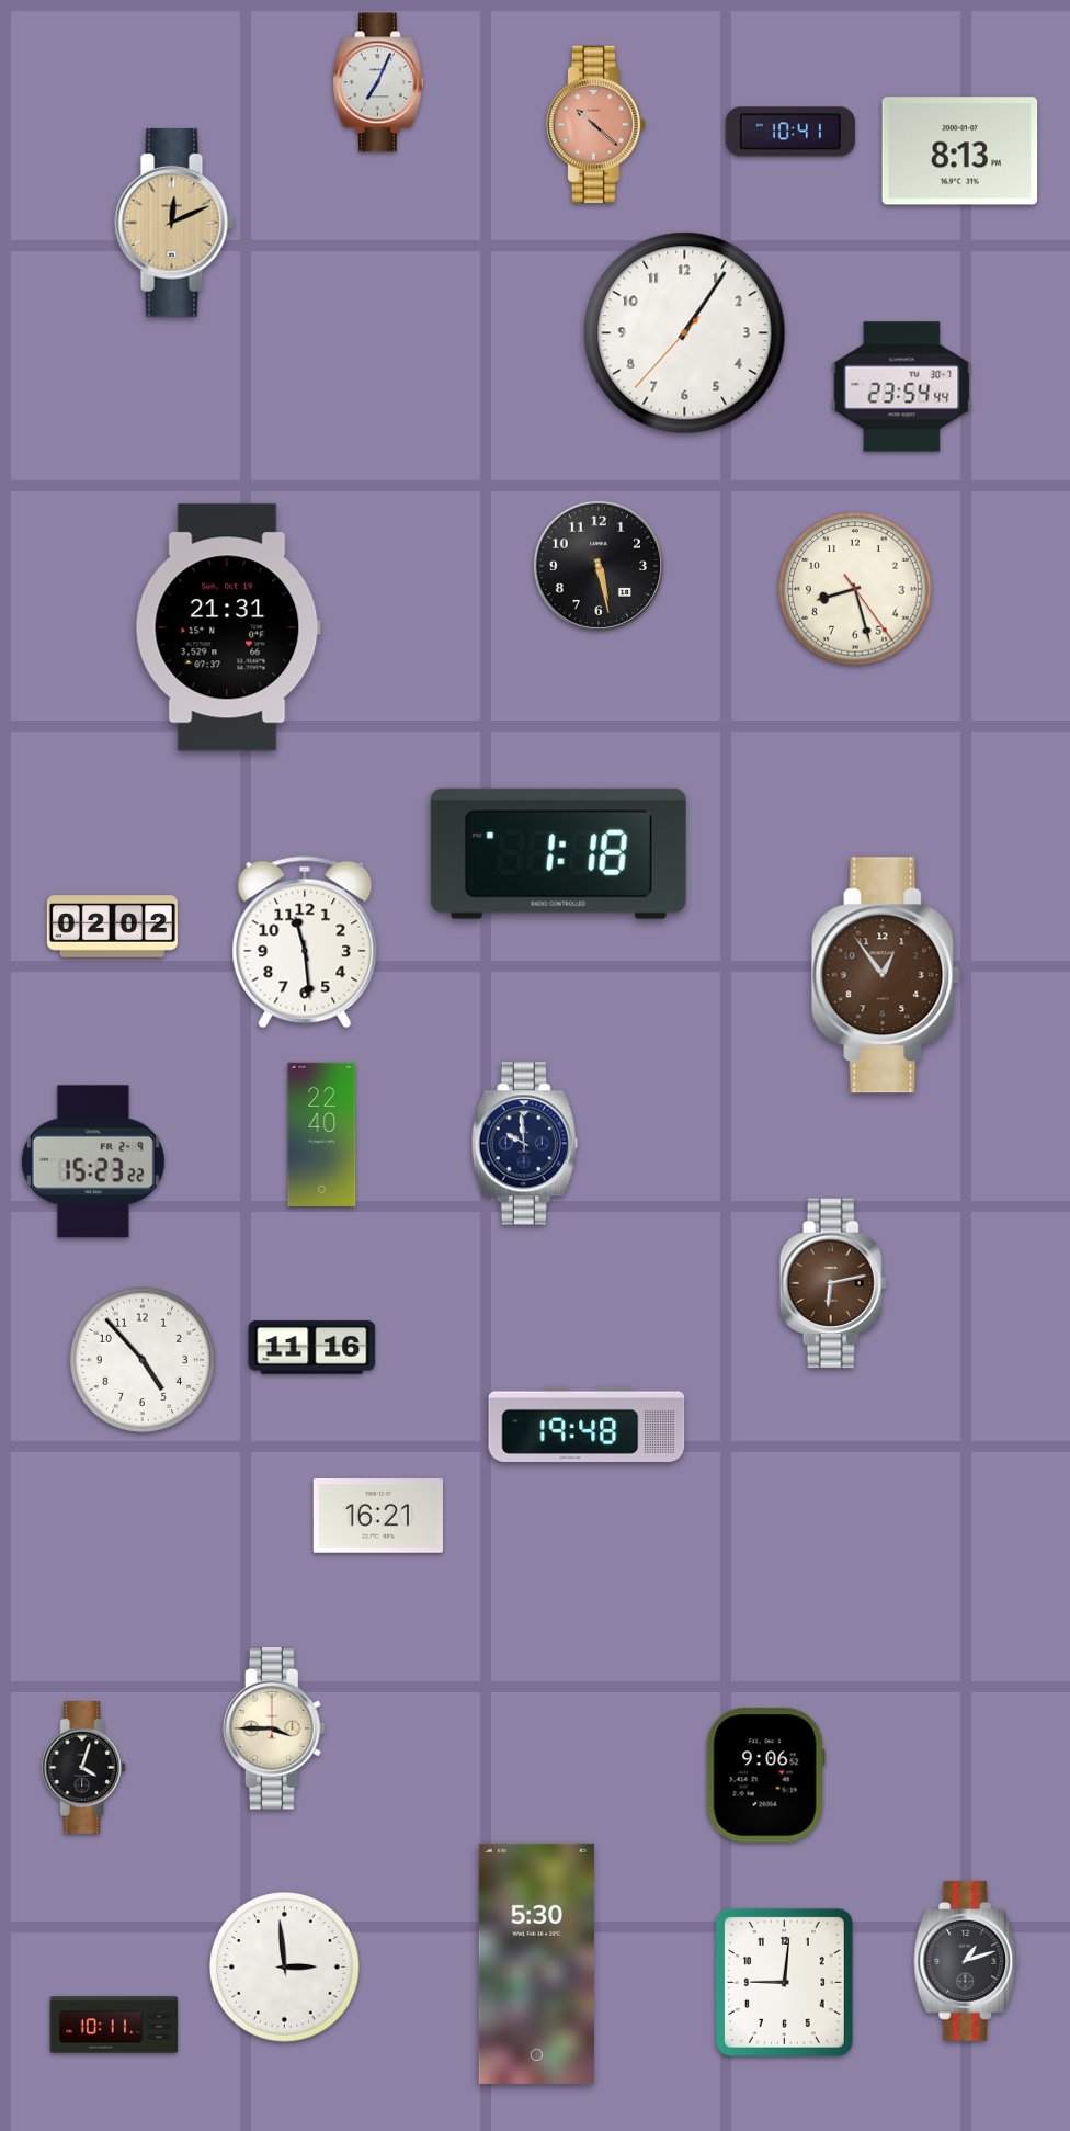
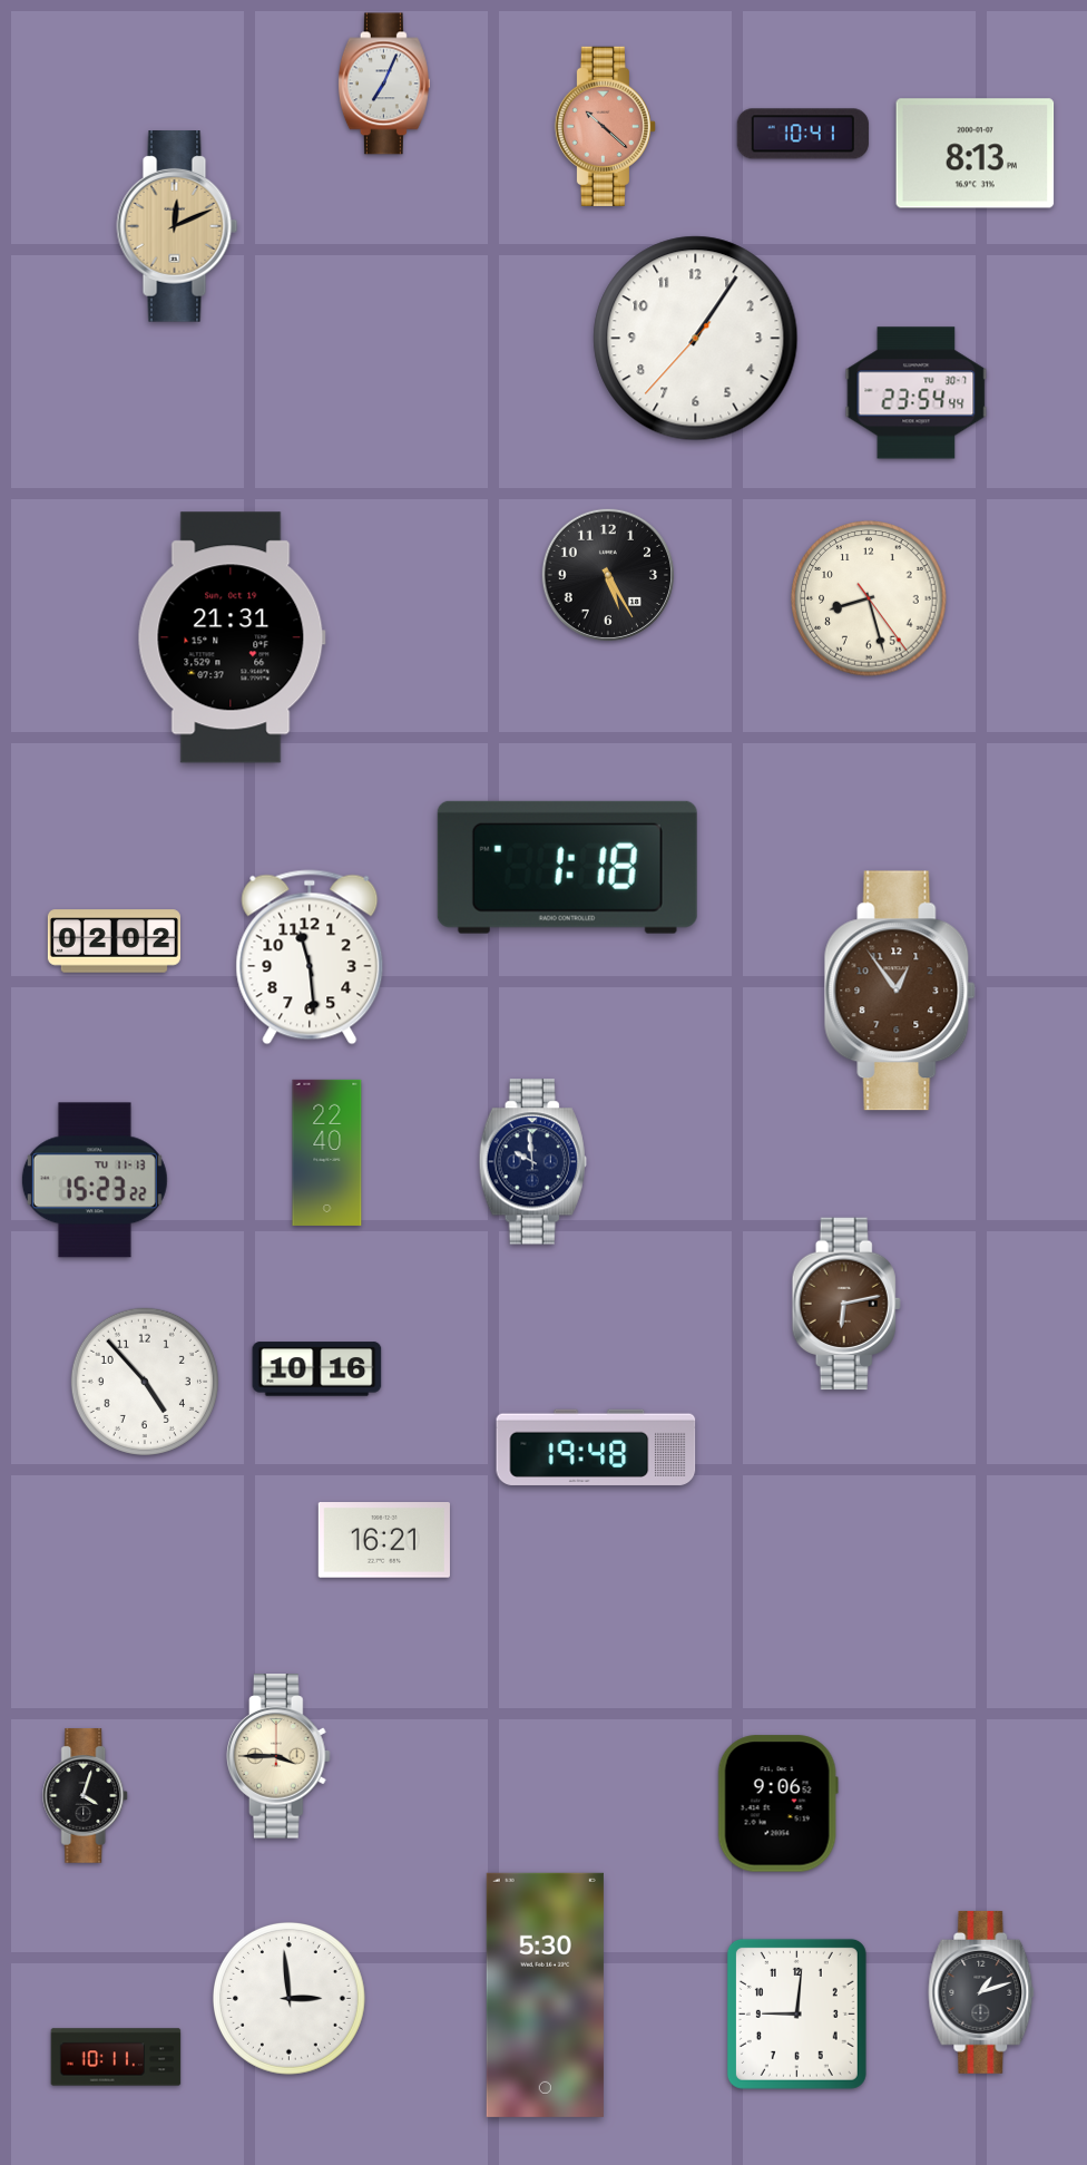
clock at (599, 566): 5:28 -> 5:25
clock at (93, 1161) date: FR 2-9 -> TU 11-13
clock at (312, 1348): 11:16 -> 10:16
